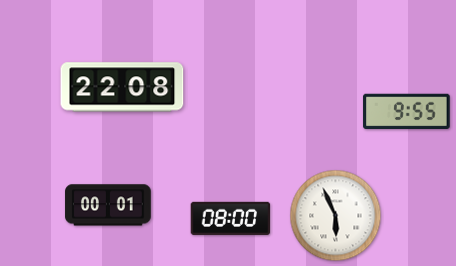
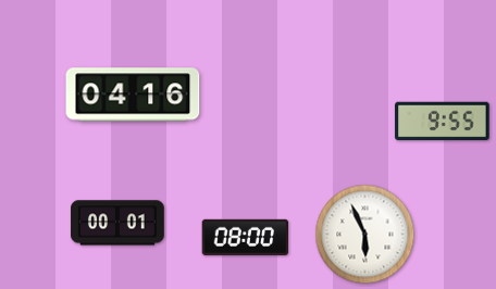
clock at (122, 87): 22:08 -> 04:16
clock at (231, 218) position: (231, 218) -> (246, 237)
